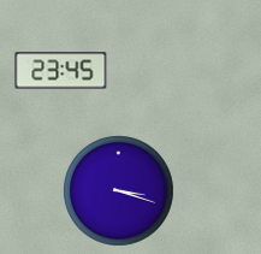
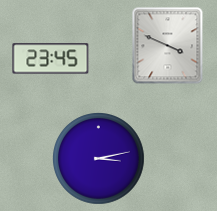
clock at (168, 46): none -> 3:49
clock at (119, 191): 3:18 -> 3:13
